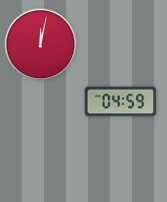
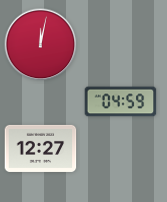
clock at (41, 148): none -> 12:27
